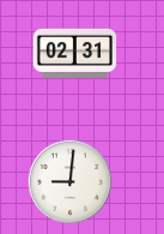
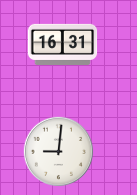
clock at (75, 53): 02:31 -> 16:31
